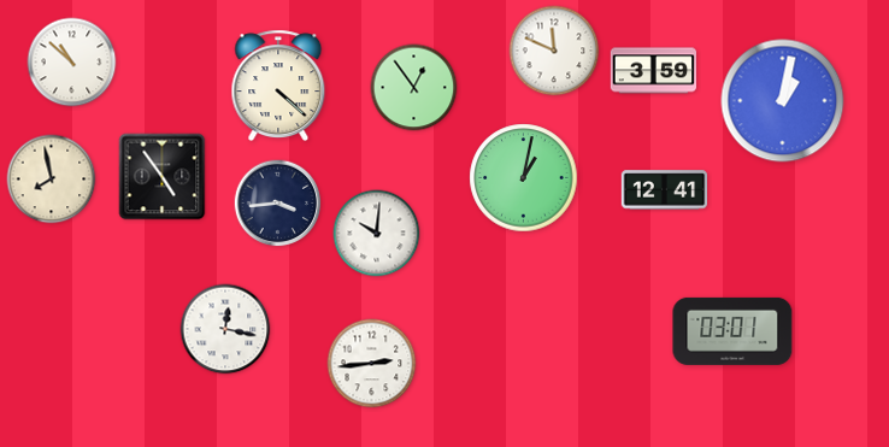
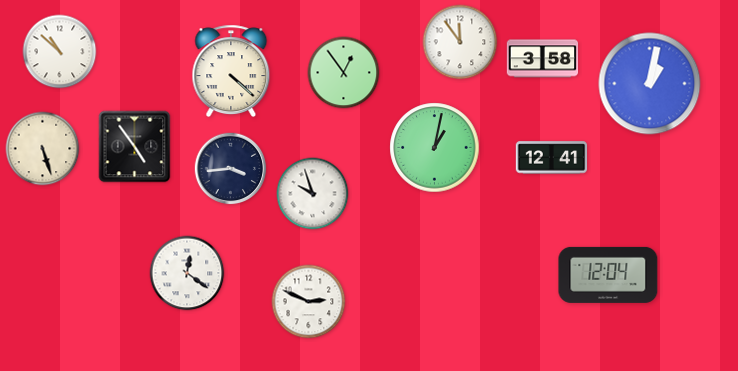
clock at (554, 51): 11:49 -> 11:54
clock at (654, 71): 3:59 -> 3:58
clock at (52, 180): 7:58 -> 5:27
clock at (377, 234): 10:01 -> 9:57
clock at (225, 329): 12:17 -> 12:21
clock at (732, 331): 03:01 -> 12:04
clock at (372, 364): 2:44 -> 2:49
